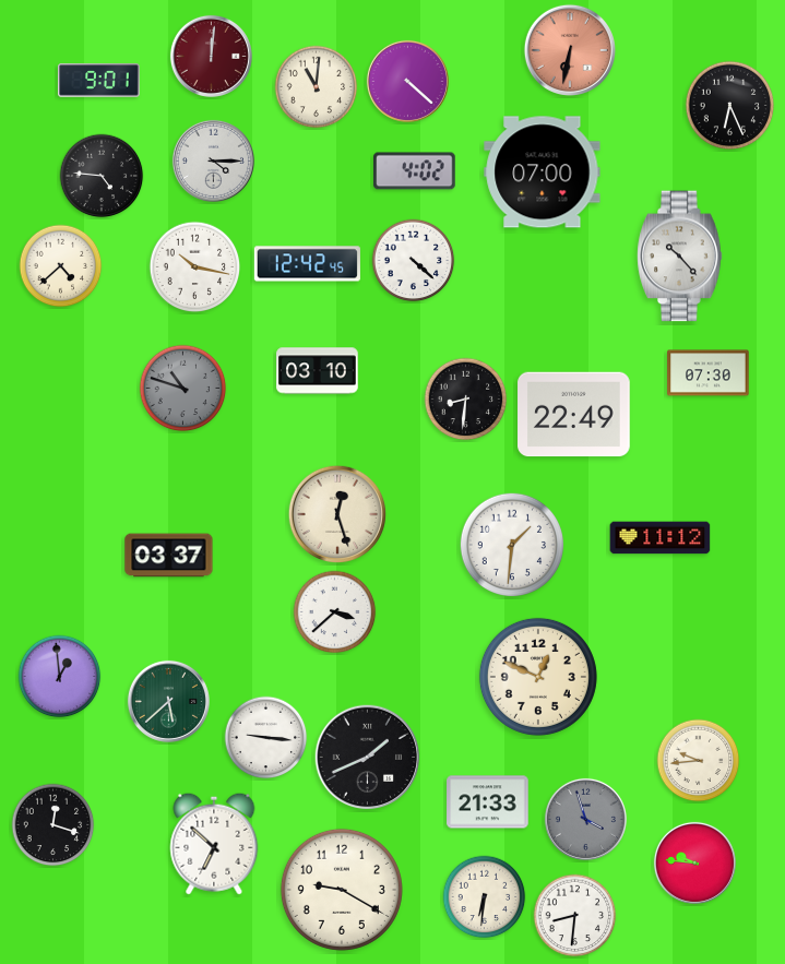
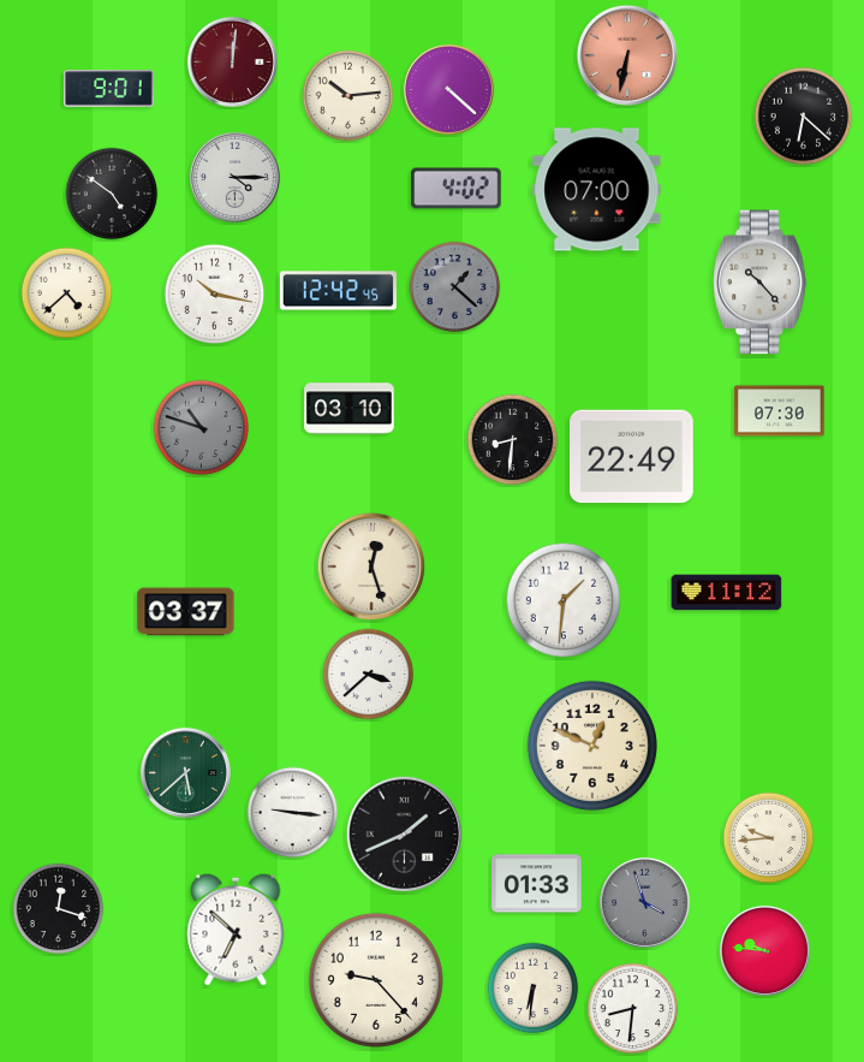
clock at (317, 87): 11:01 -> 10:14
clock at (730, 106): 6:26 -> 6:22
clock at (102, 176): 4:46 -> 4:51
clock at (680, 257) position: (680, 257) -> (761, 283)
clock at (414, 261): 4:22 -> 1:22
clock at (414, 261) dial: white -> grey
clock at (60, 677): 12:59 -> none
clock at (488, 802): 21:33 -> 01:33
clock at (342, 890): 9:20 -> 9:23
